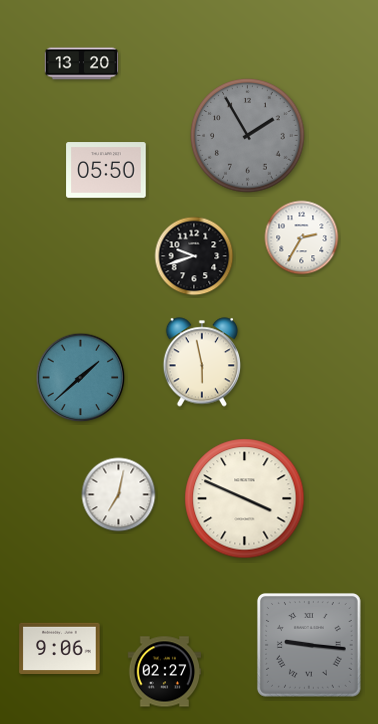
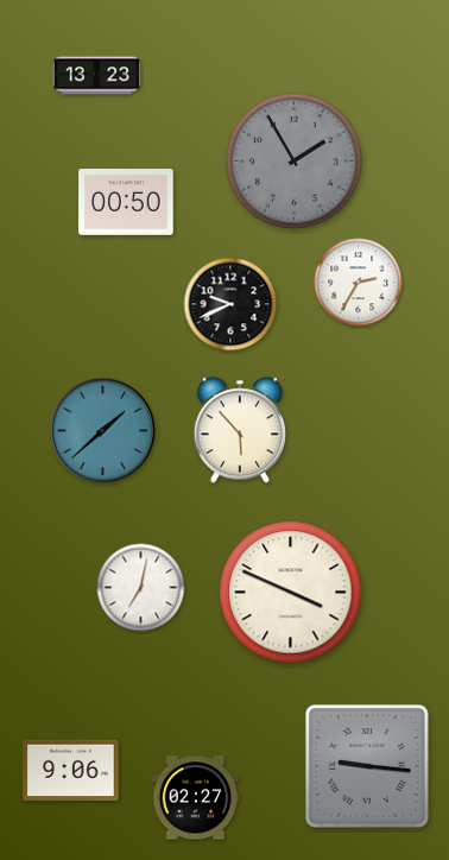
clock at (82, 64): 13:20 -> 13:23
clock at (106, 170): 05:50 -> 00:50
clock at (194, 256): 9:42 -> 9:41
clock at (201, 362): 5:58 -> 5:53
clock at (81, 378) position: (81, 378) -> (103, 431)
